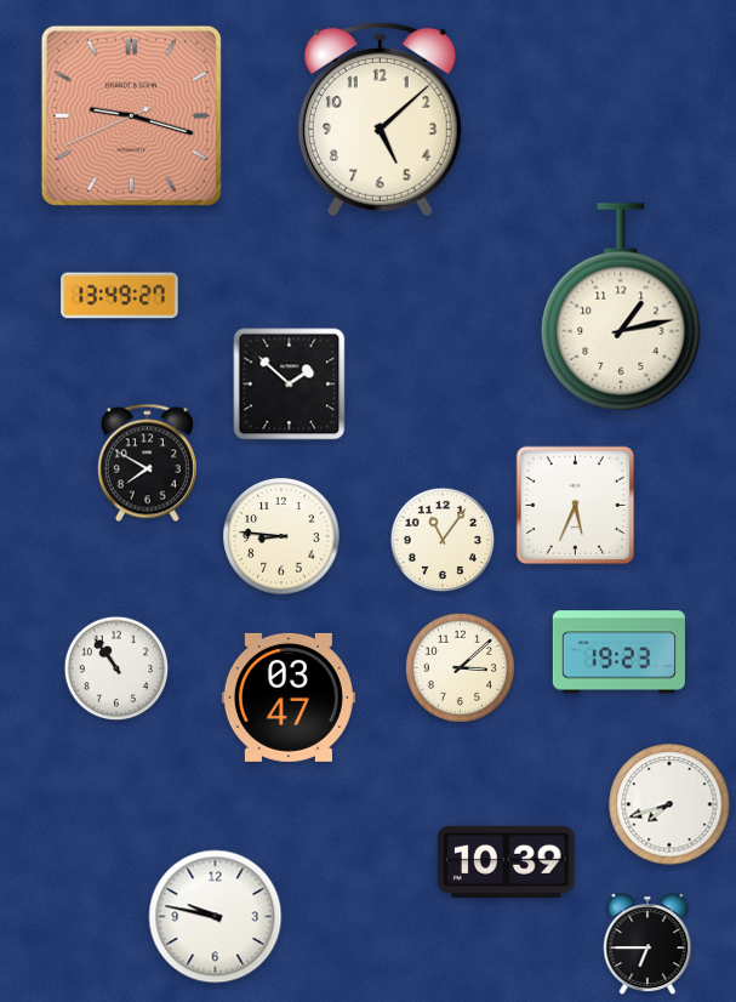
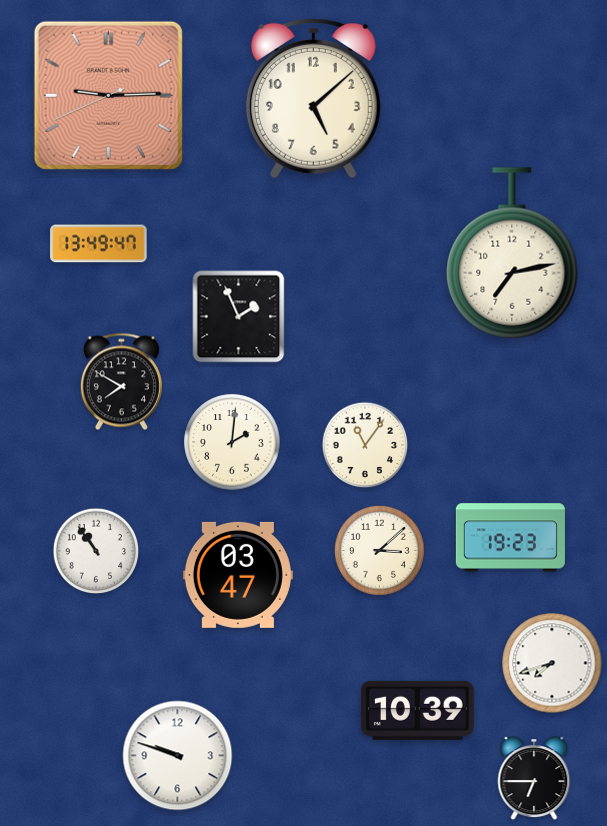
clock at (131, 115): 9:17 -> 9:14
clock at (120, 296): 13:49:27 -> 13:49:47
clock at (621, 307): 1:13 -> 7:13
clock at (290, 385): 1:52 -> 1:56
clock at (576, 506): 5:34 -> none
clock at (281, 536): 8:46 -> 2:01
clock at (216, 917): 9:47 -> 9:48
